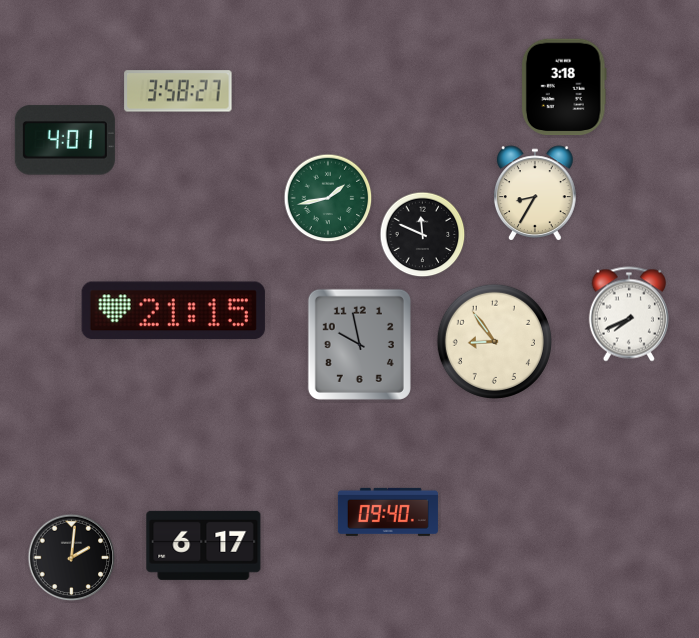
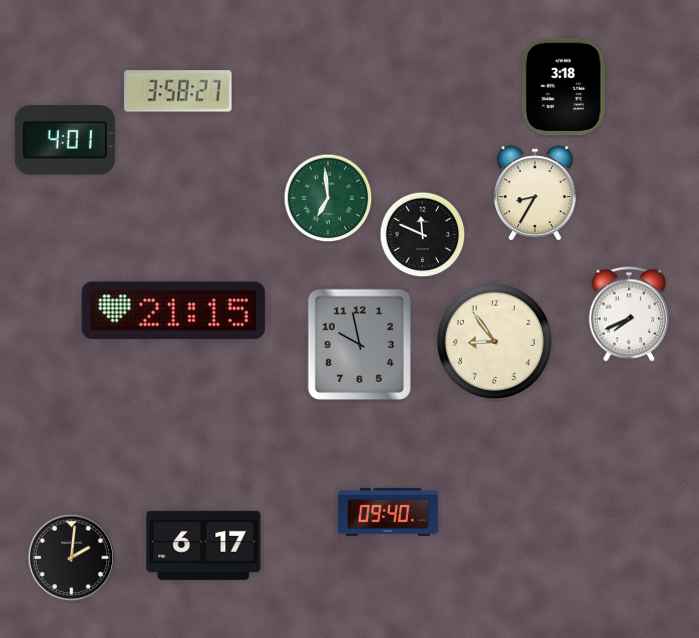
clock at (328, 198): 1:43 -> 6:59
